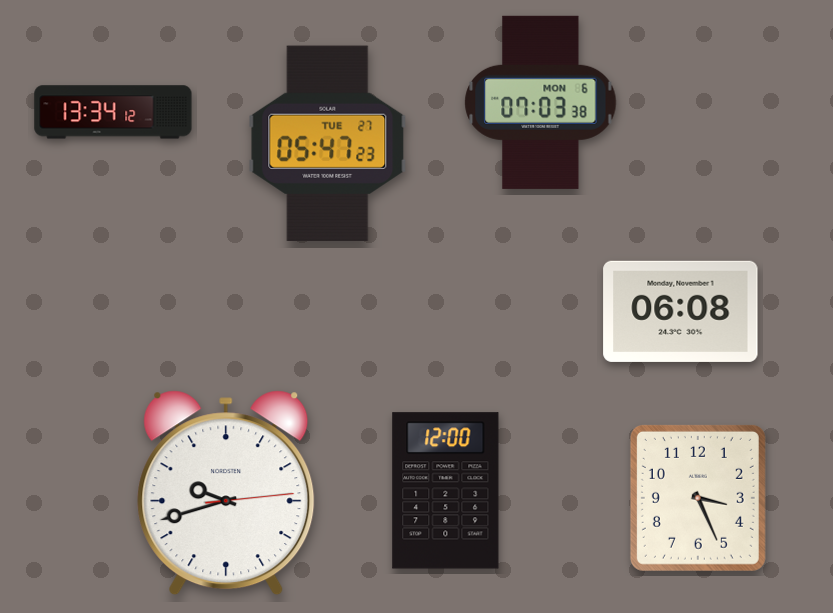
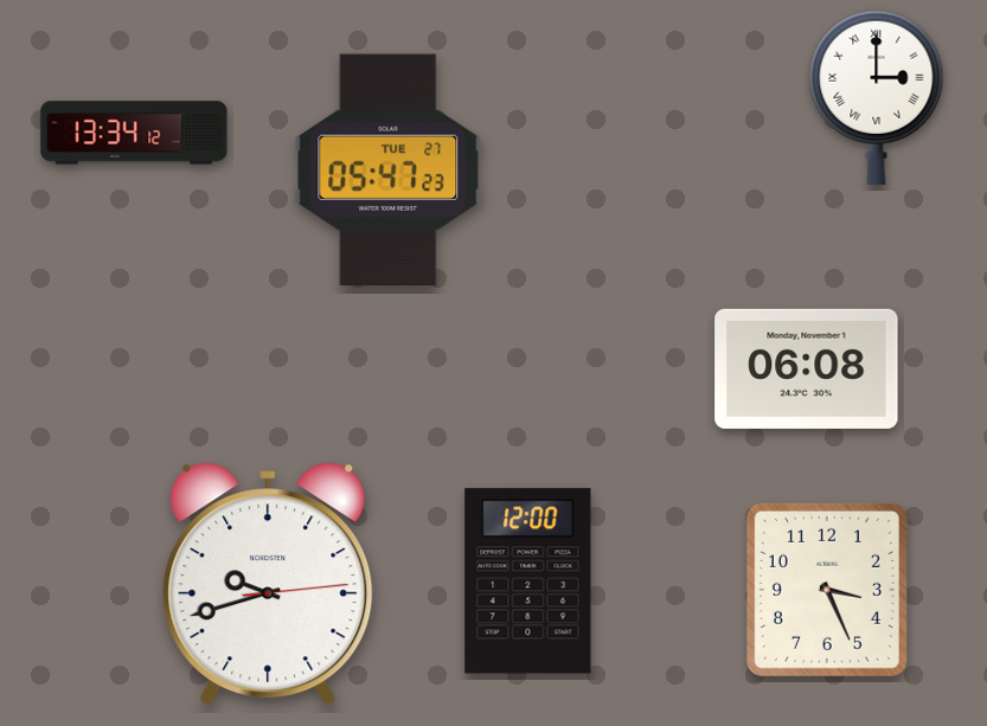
clock at (877, 97): none -> 3:00
clock at (541, 102): 07:03 -> none
